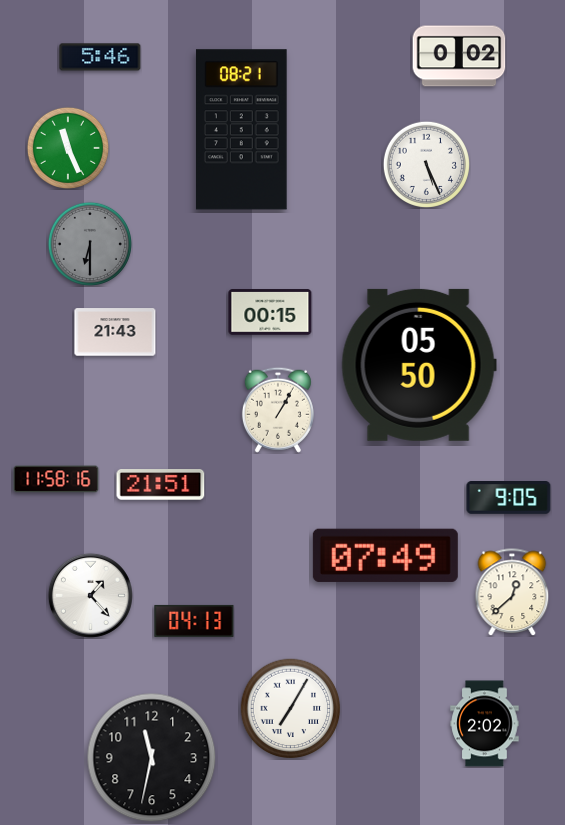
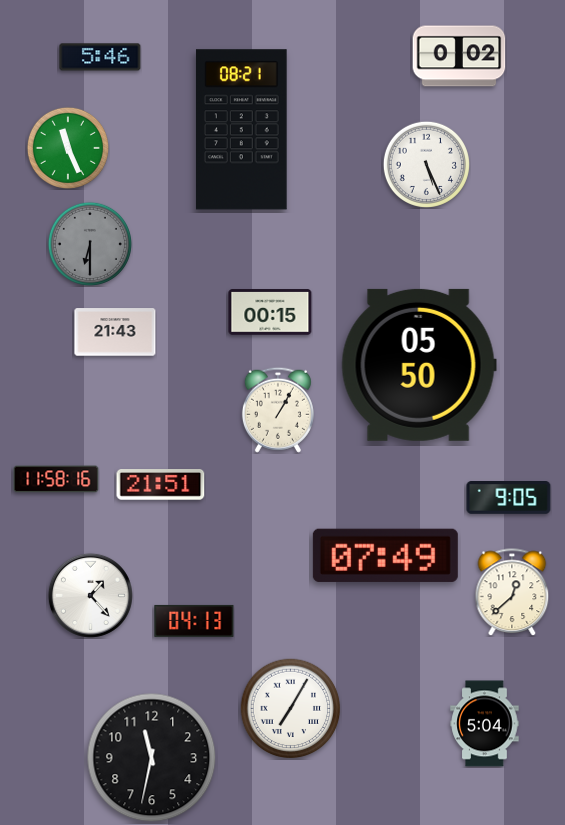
clock at (485, 724): 2:02 -> 5:04
